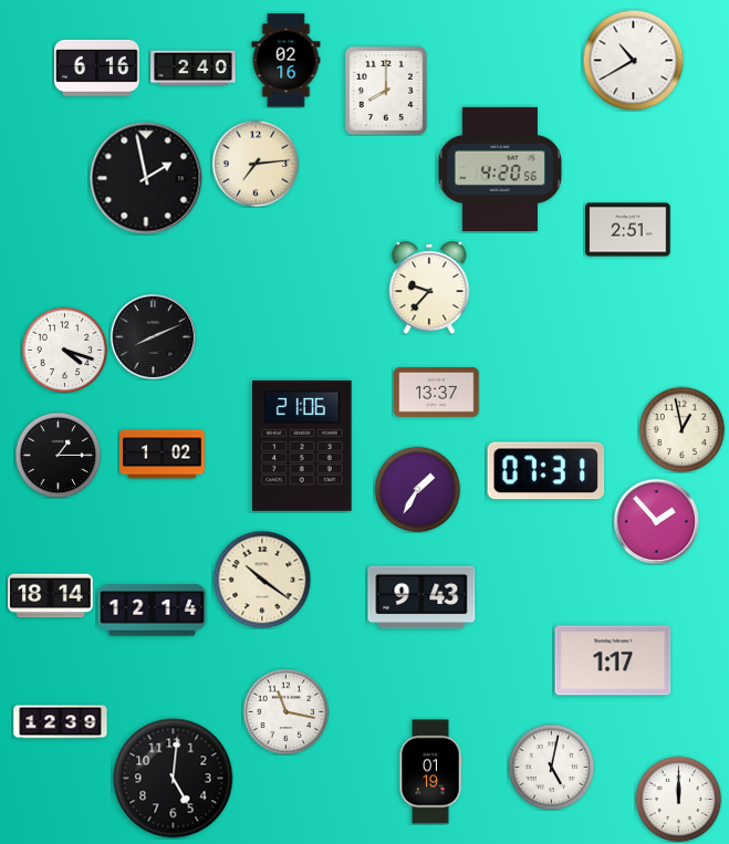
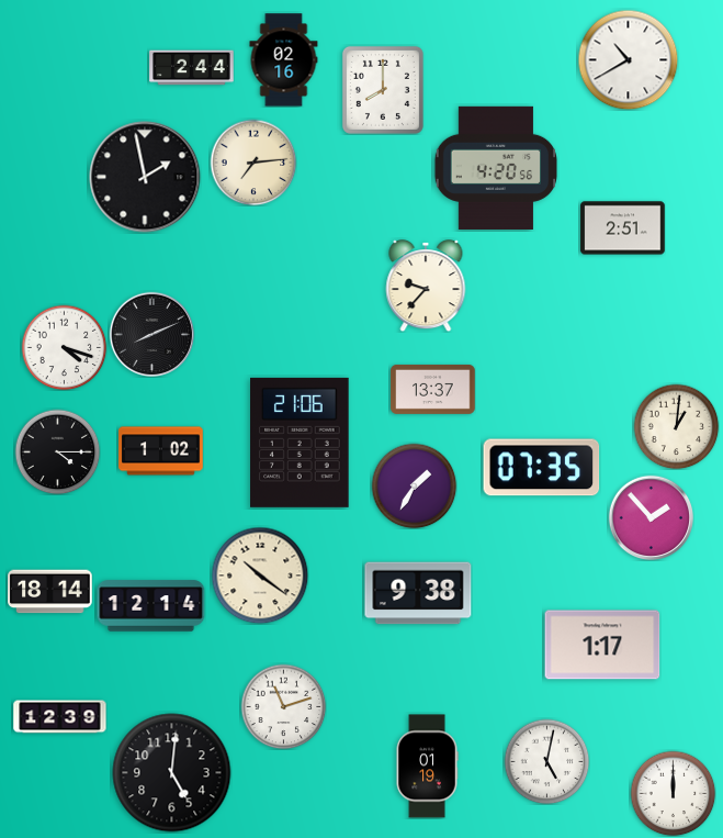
clock at (97, 67): 6:16 -> none
clock at (194, 69): 2:40 -> 2:44
clock at (681, 429): 12:58 -> 1:01
clock at (58, 455): 1:15 -> 4:15
clock at (546, 471): 07:31 -> 07:35
clock at (421, 597): 9:43 -> 9:38
clock at (613, 660) position: (613, 660) -> (602, 645)
clock at (285, 711): 11:17 -> 11:12
